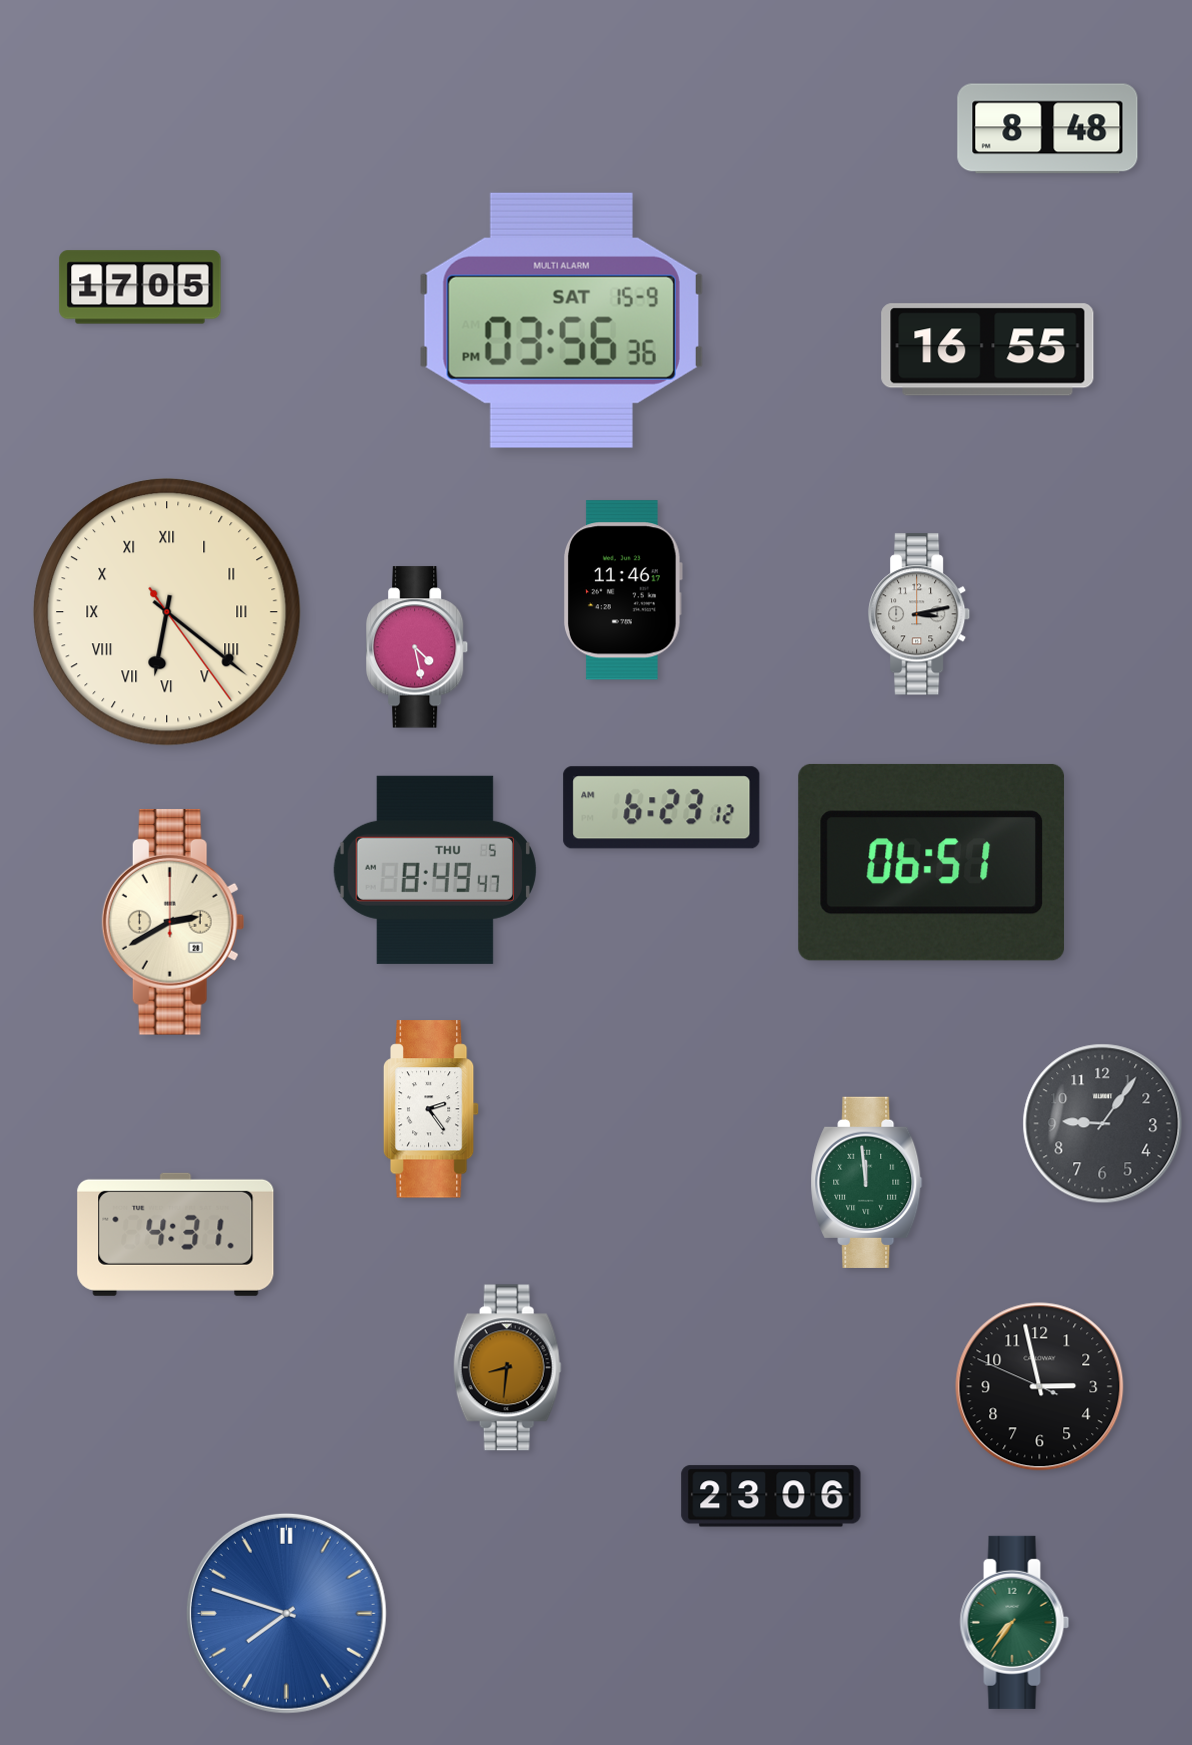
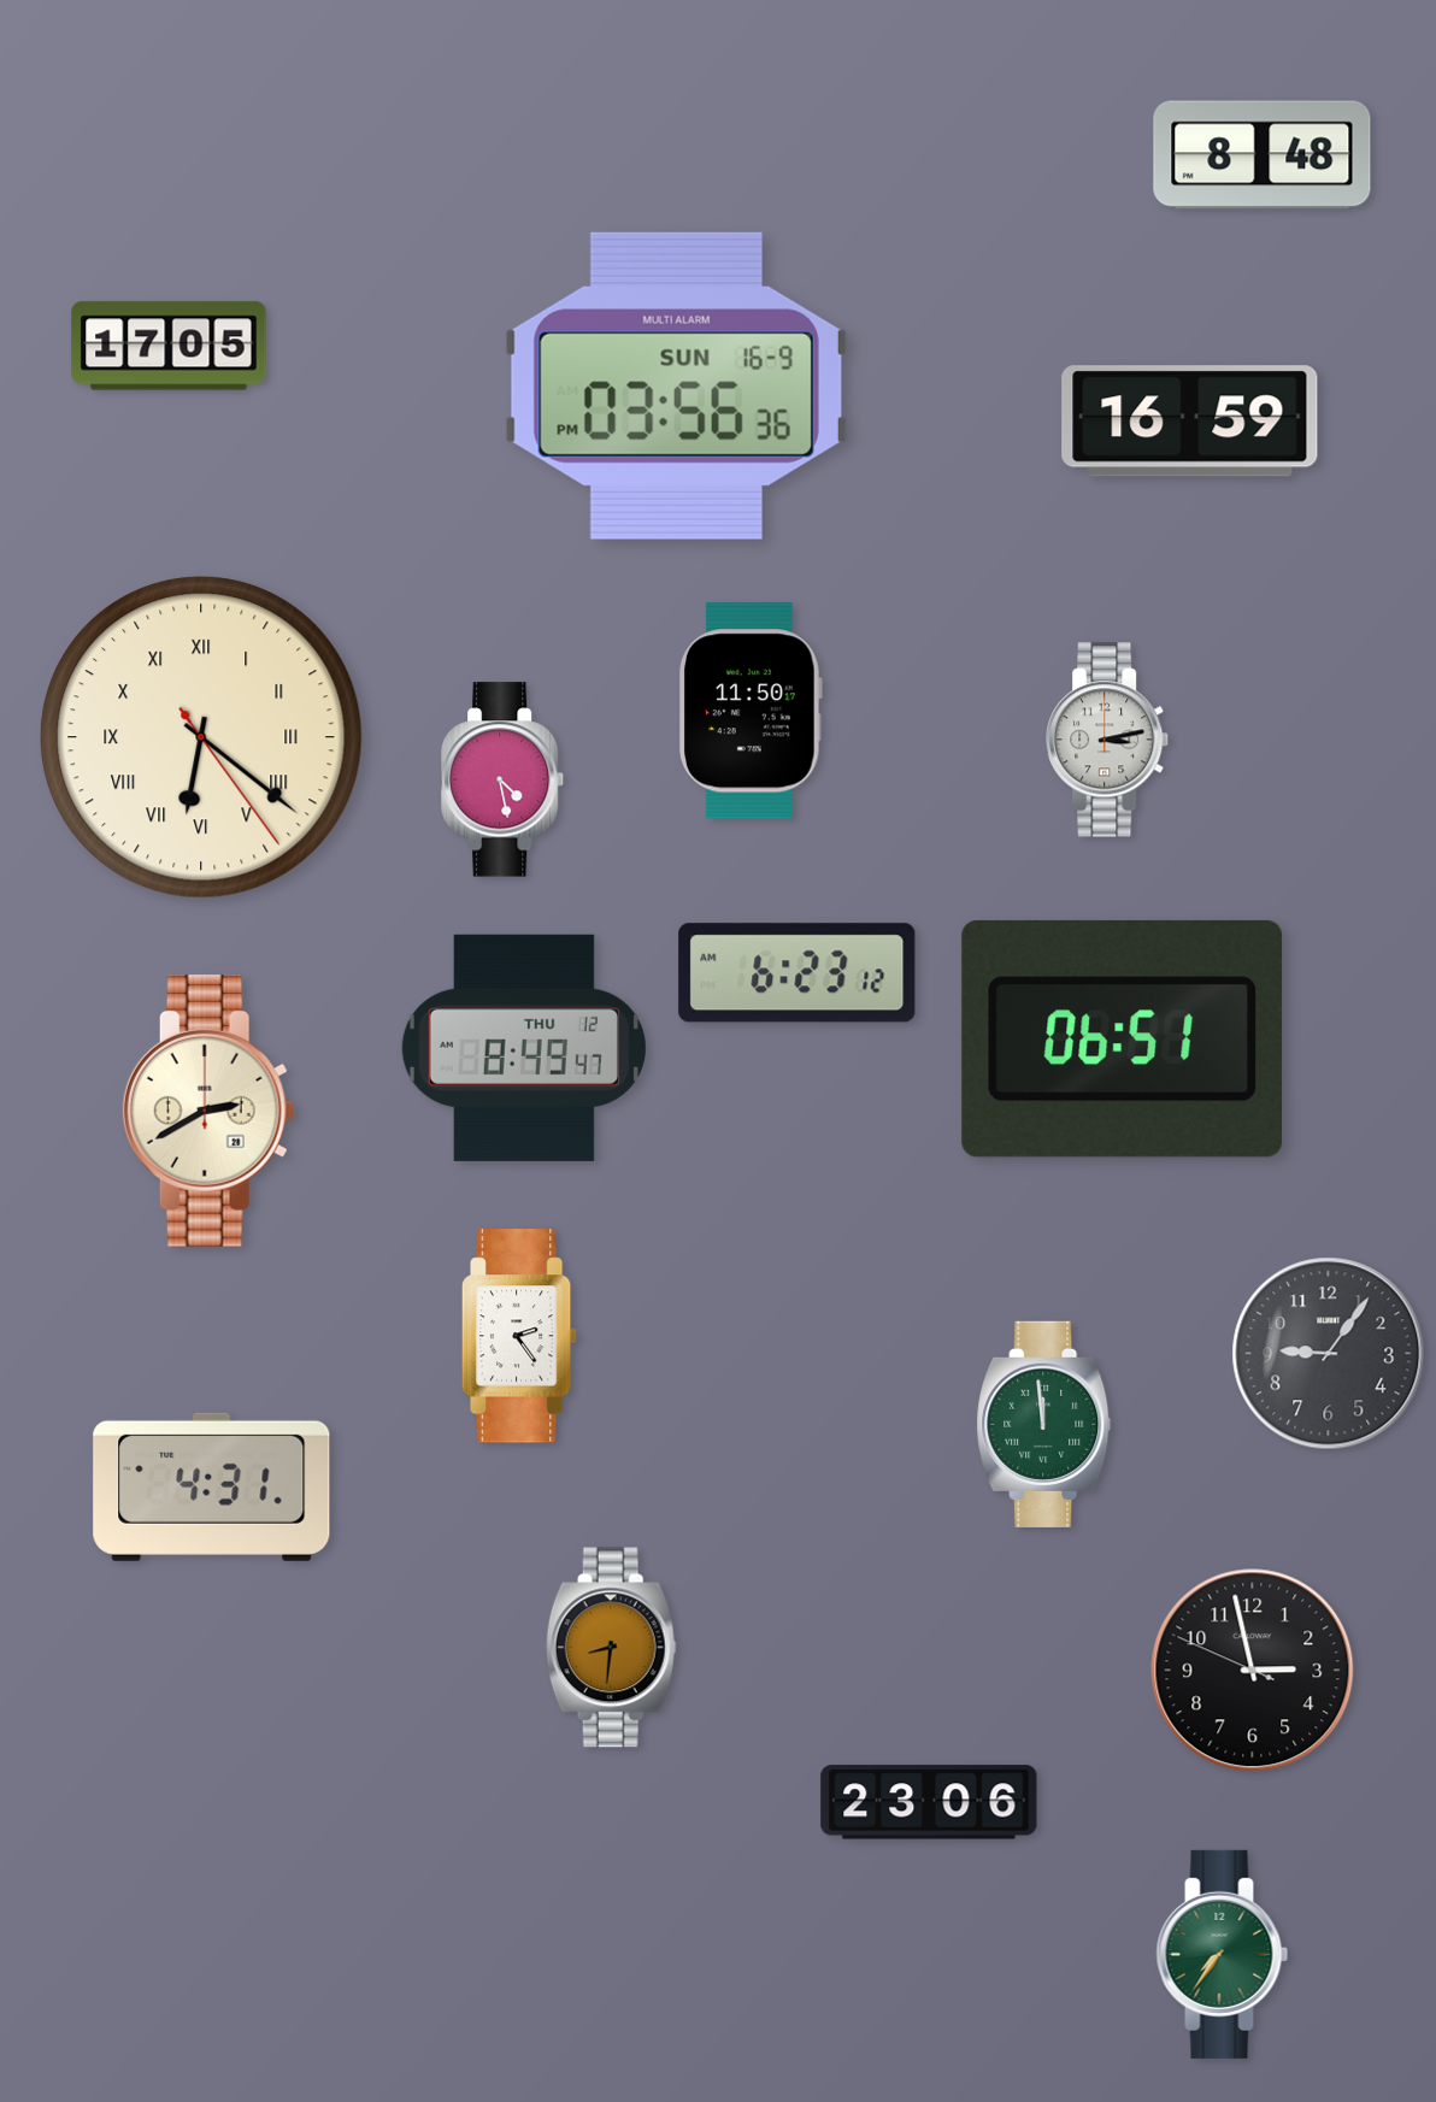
clock at (561, 320) date: SAT 15-9 -> SUN 16-9
clock at (988, 350): 16:55 -> 16:59
clock at (623, 590): 11:46 -> 11:50
clock at (435, 870) date: THU 5 -> THU 12
clock at (286, 1613): 7:48 -> none
